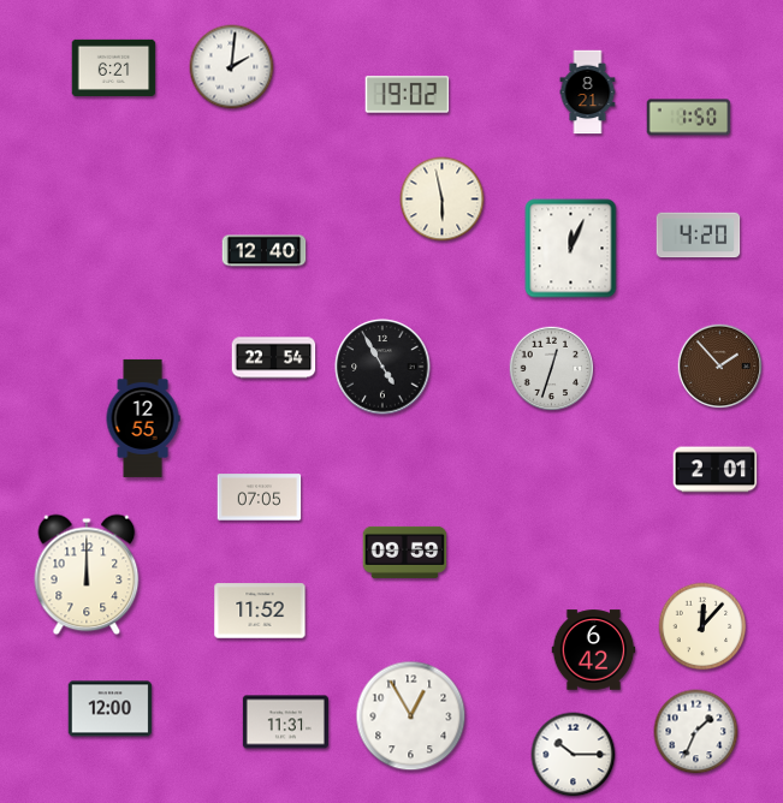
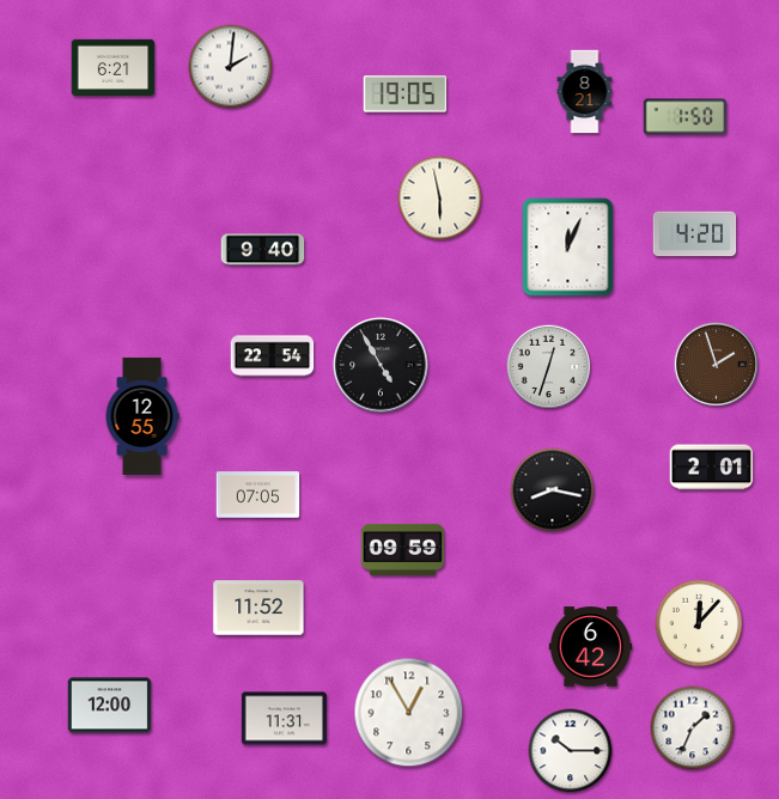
clock at (408, 95): 19:02 -> 19:05
clock at (265, 251): 12:40 -> 9:40
clock at (720, 367): 1:53 -> 1:57
clock at (553, 490): none -> 8:17
clock at (87, 575): 12:00 -> none
